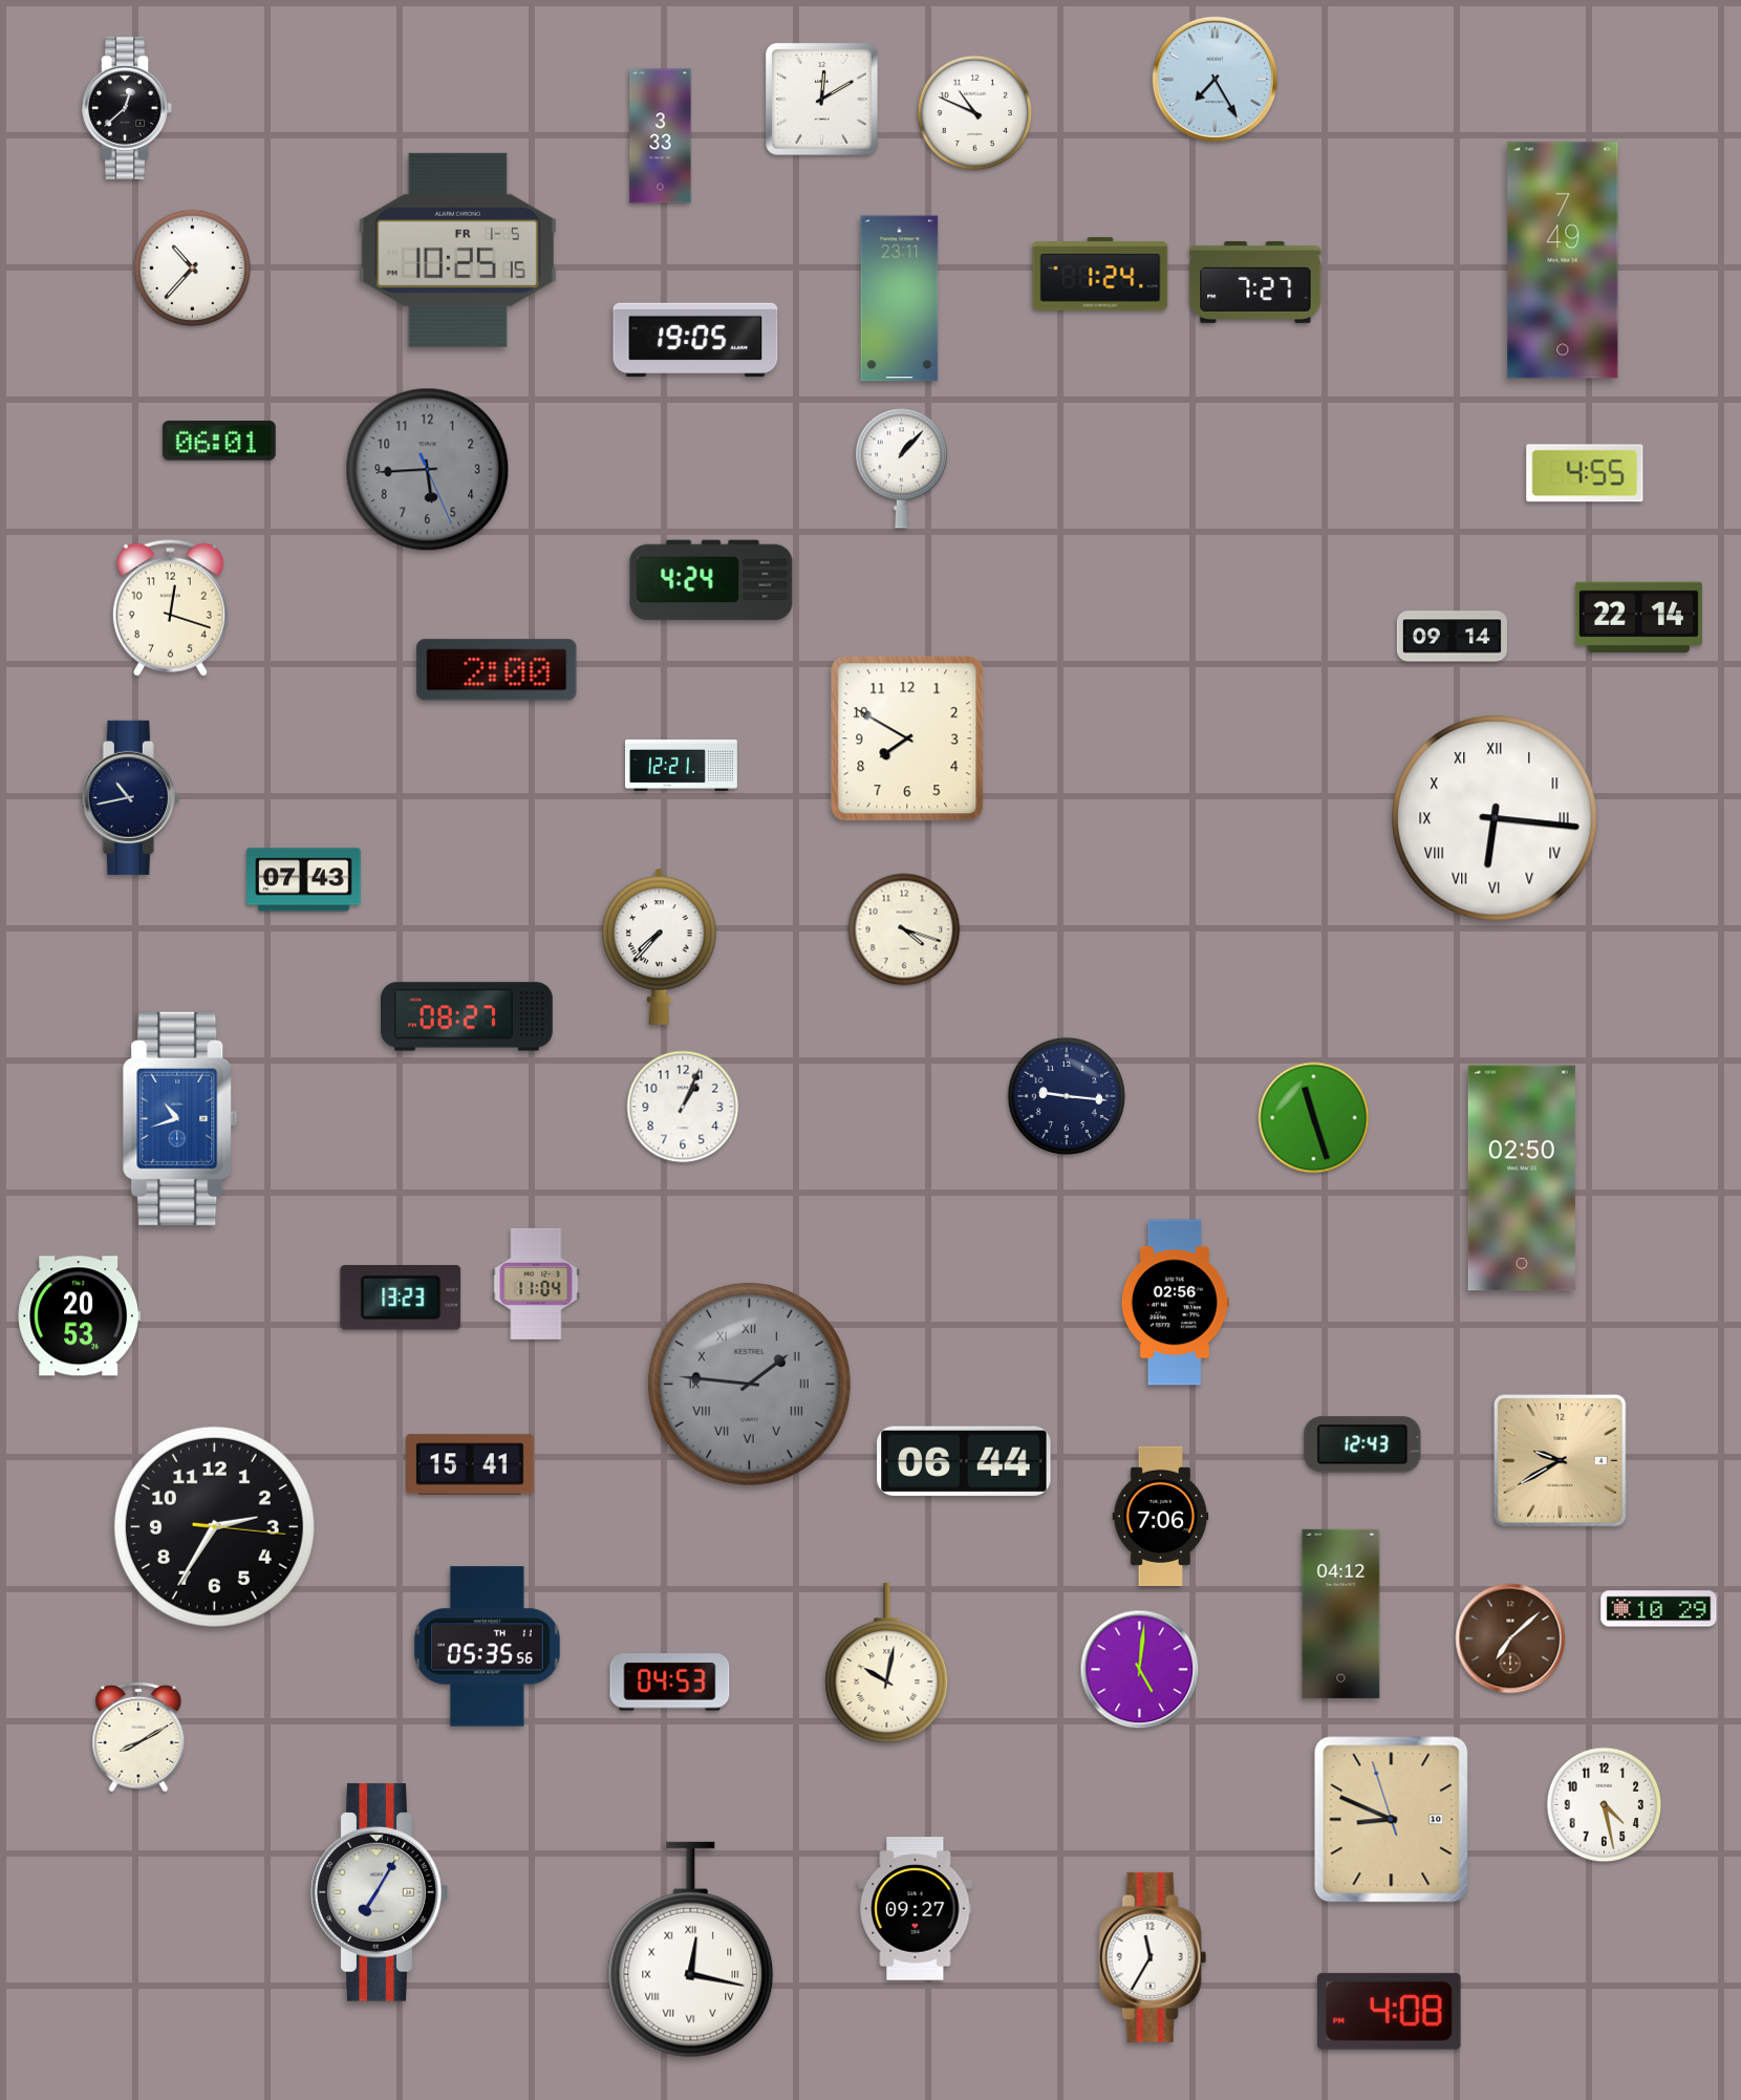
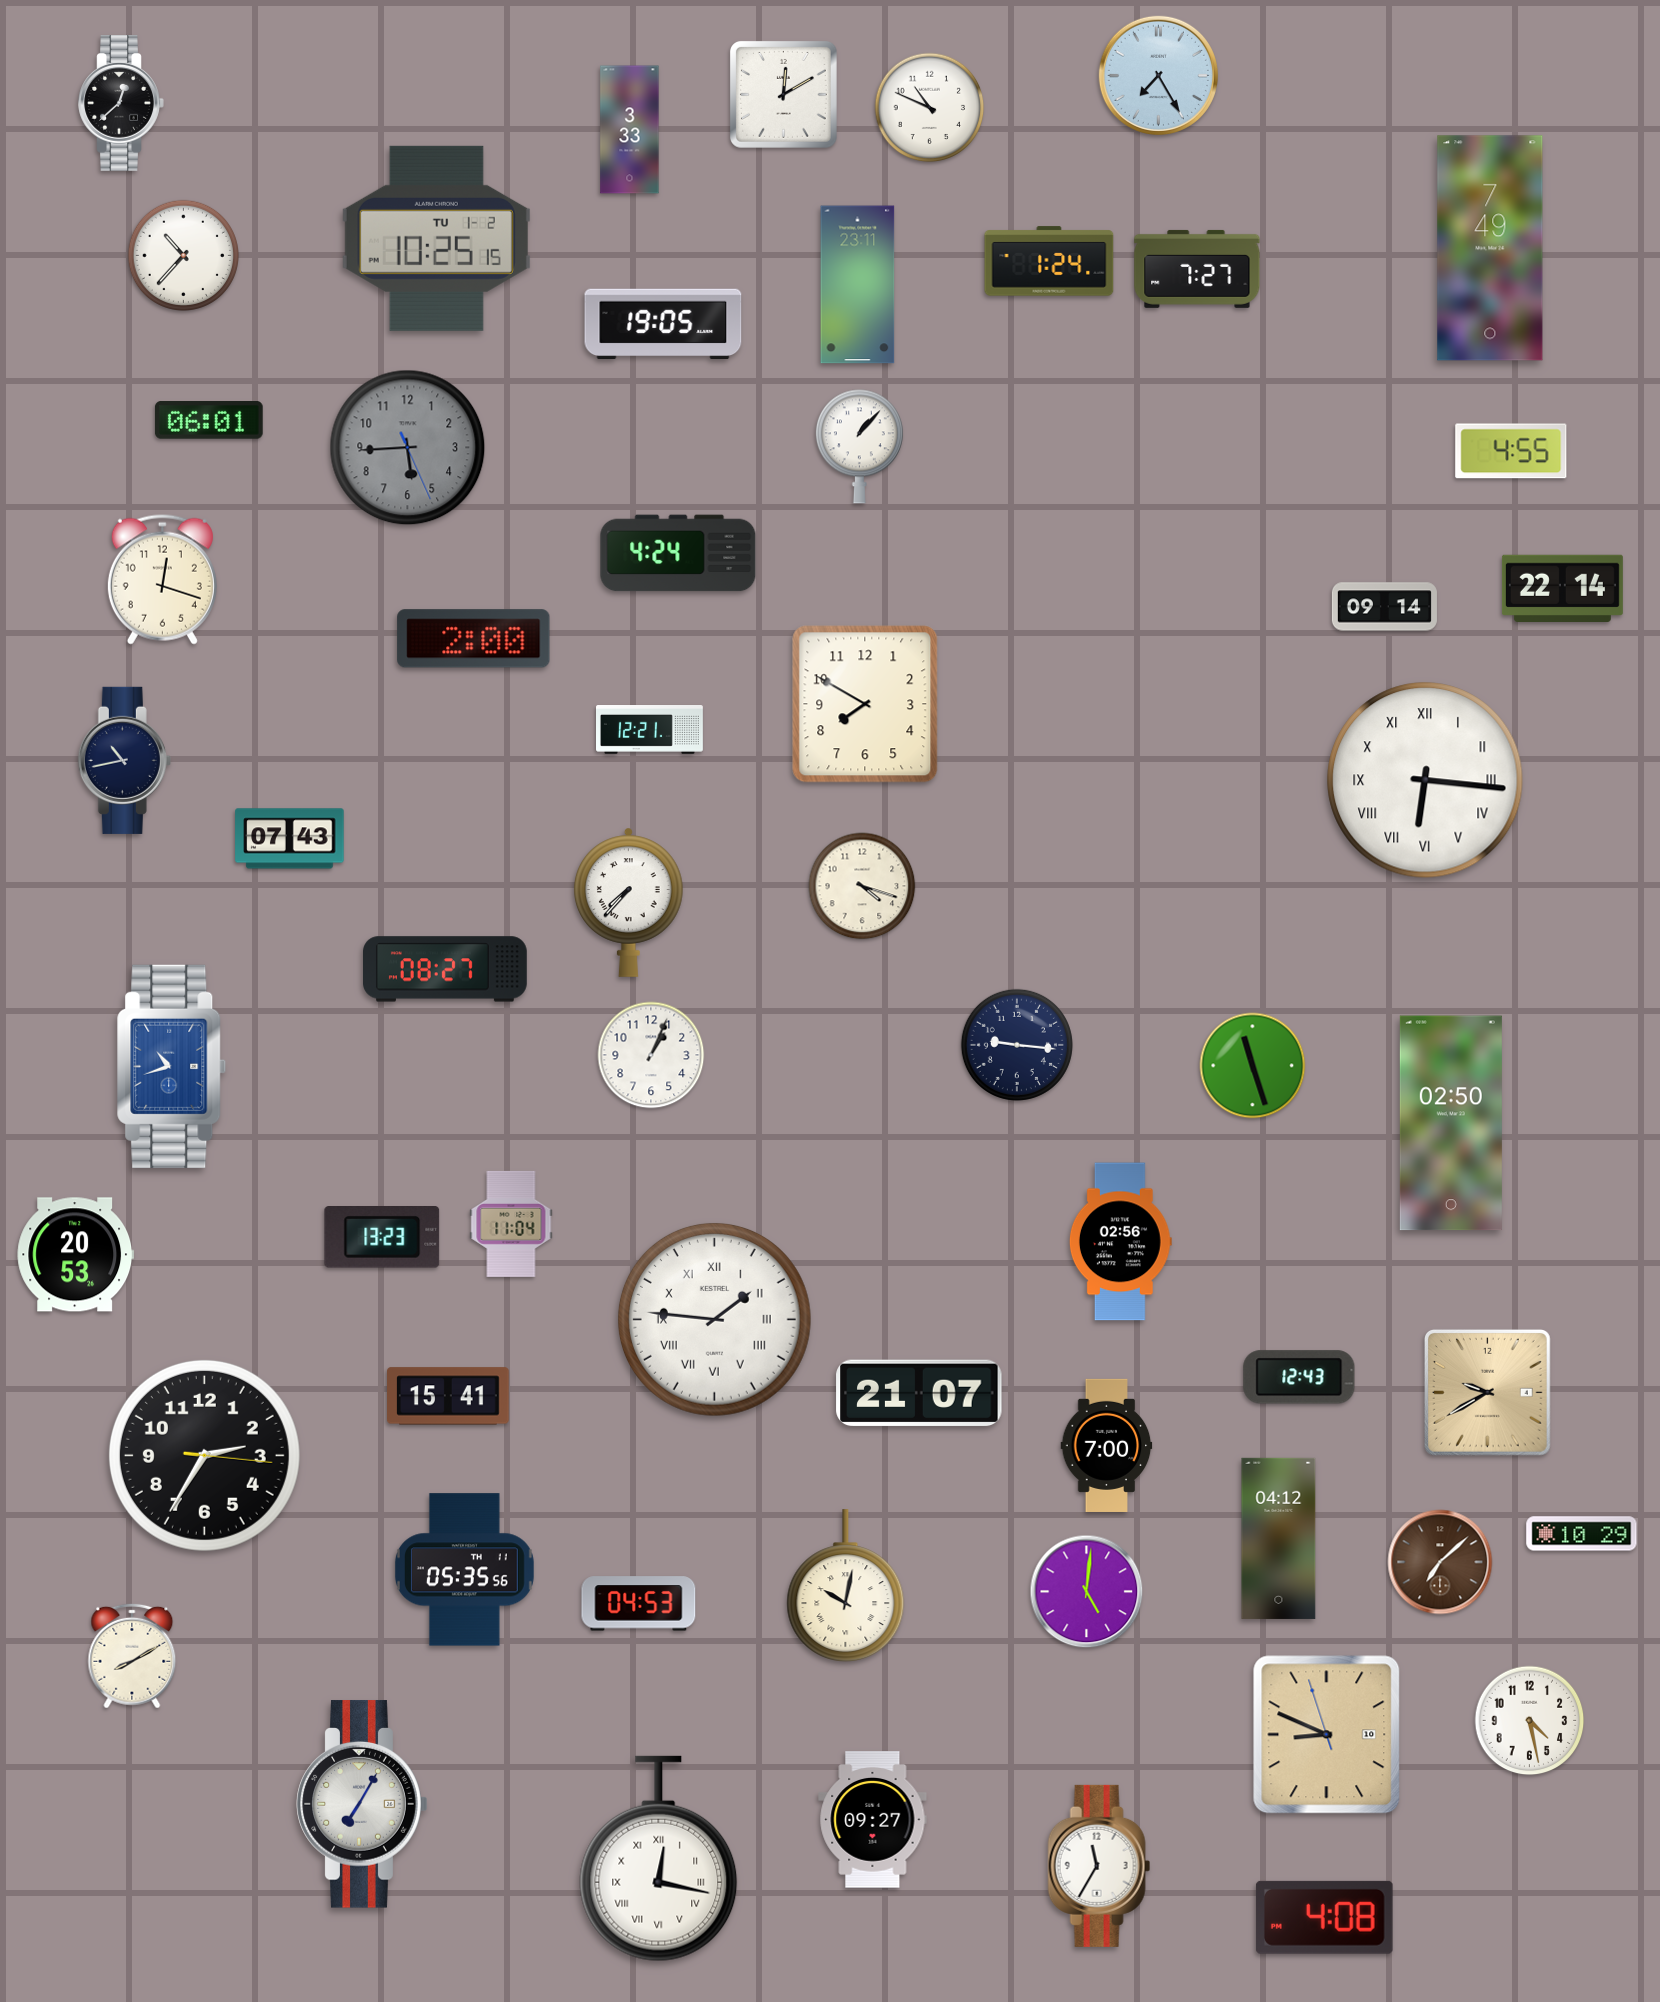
clock at (457, 250) date: FR 1-5 -> TU 1-2
clock at (749, 1384) dial: grey -> white
clock at (964, 1461): 06:44 -> 21:07
clock at (1161, 1516): 7:06 -> 7:00
